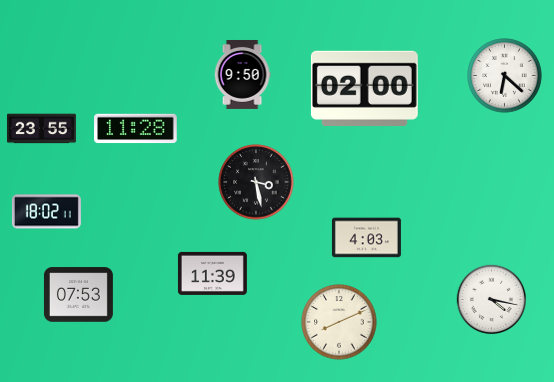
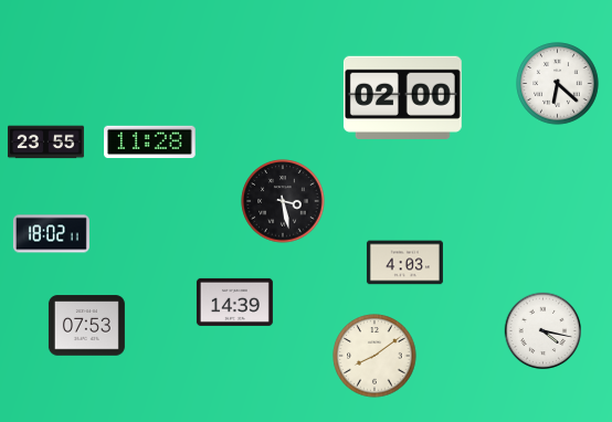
clock at (242, 74): 9:50 -> none
clock at (212, 273): 11:39 -> 14:39
clock at (339, 322): 8:11 -> 8:09
